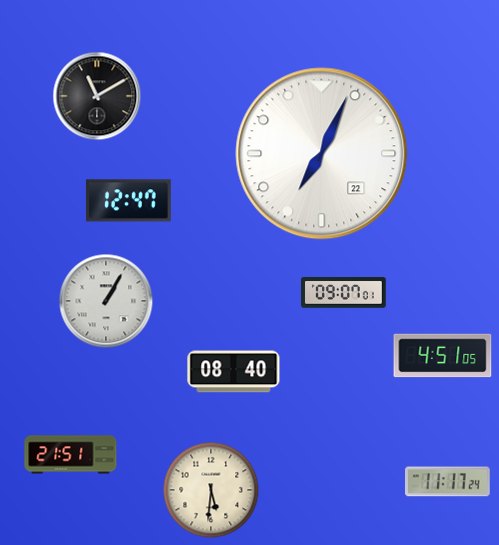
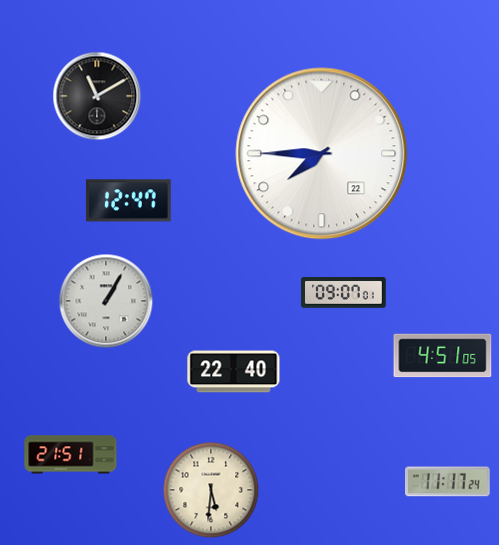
clock at (322, 154): 7:04 -> 7:45
clock at (234, 372): 08:40 -> 22:40
